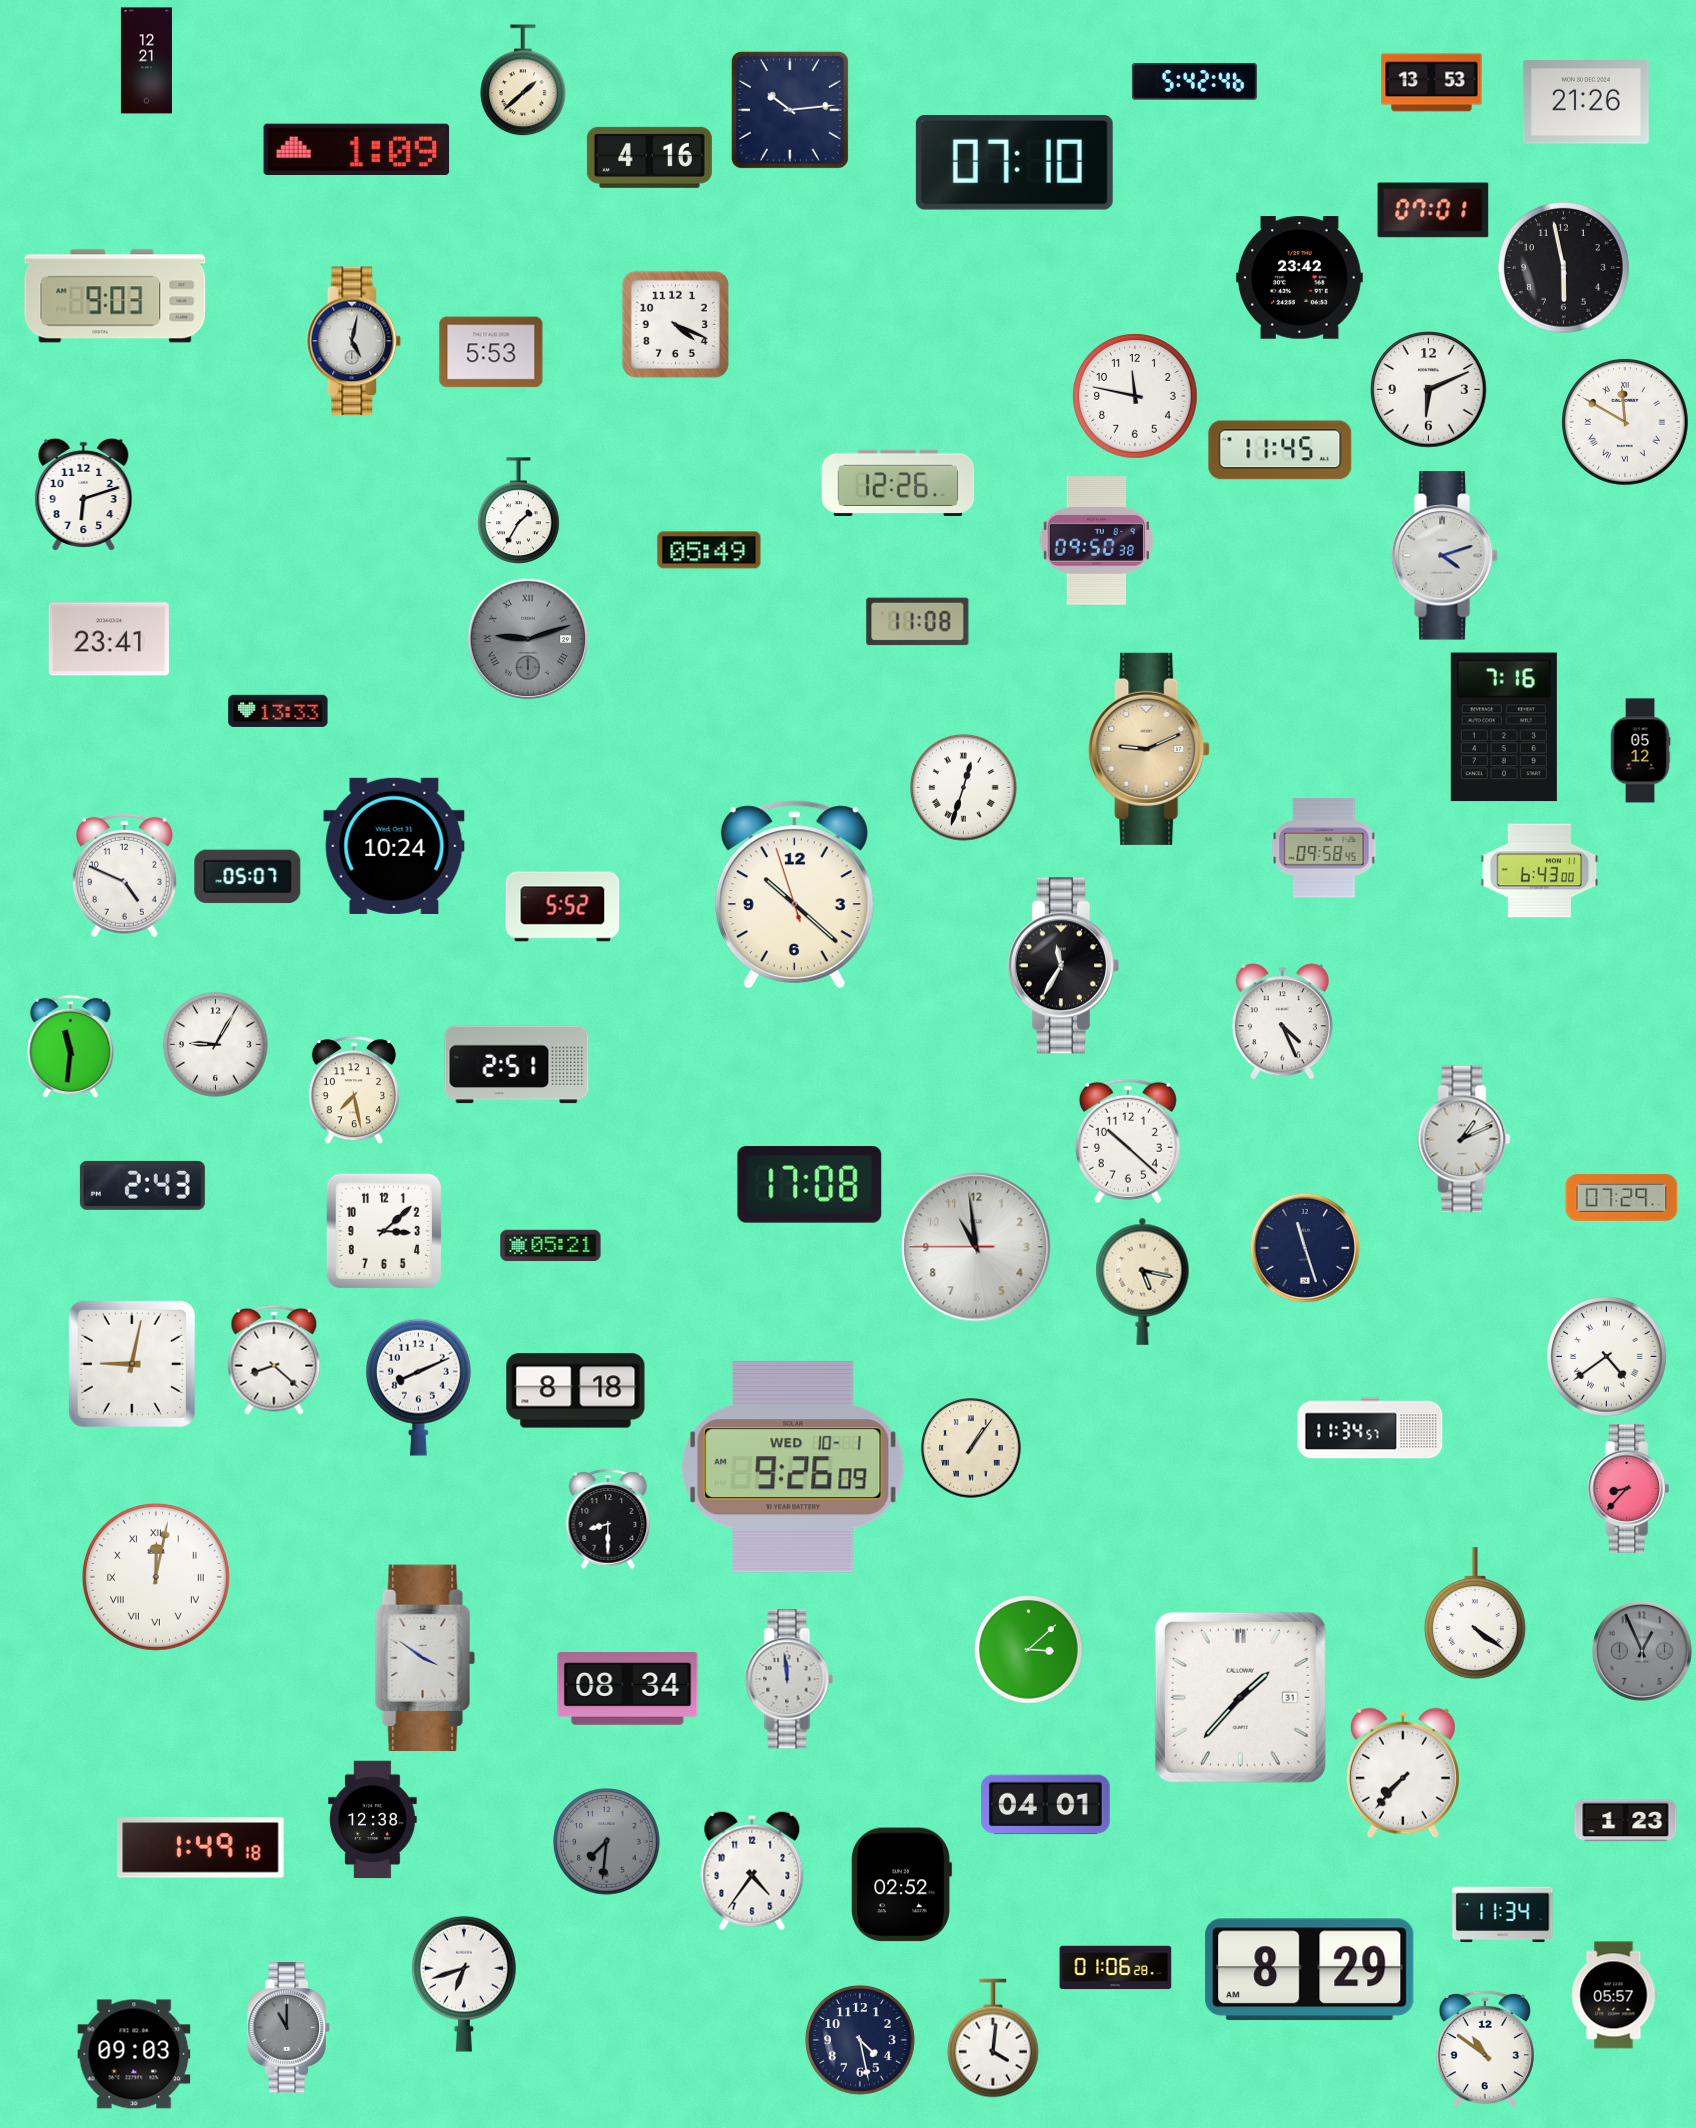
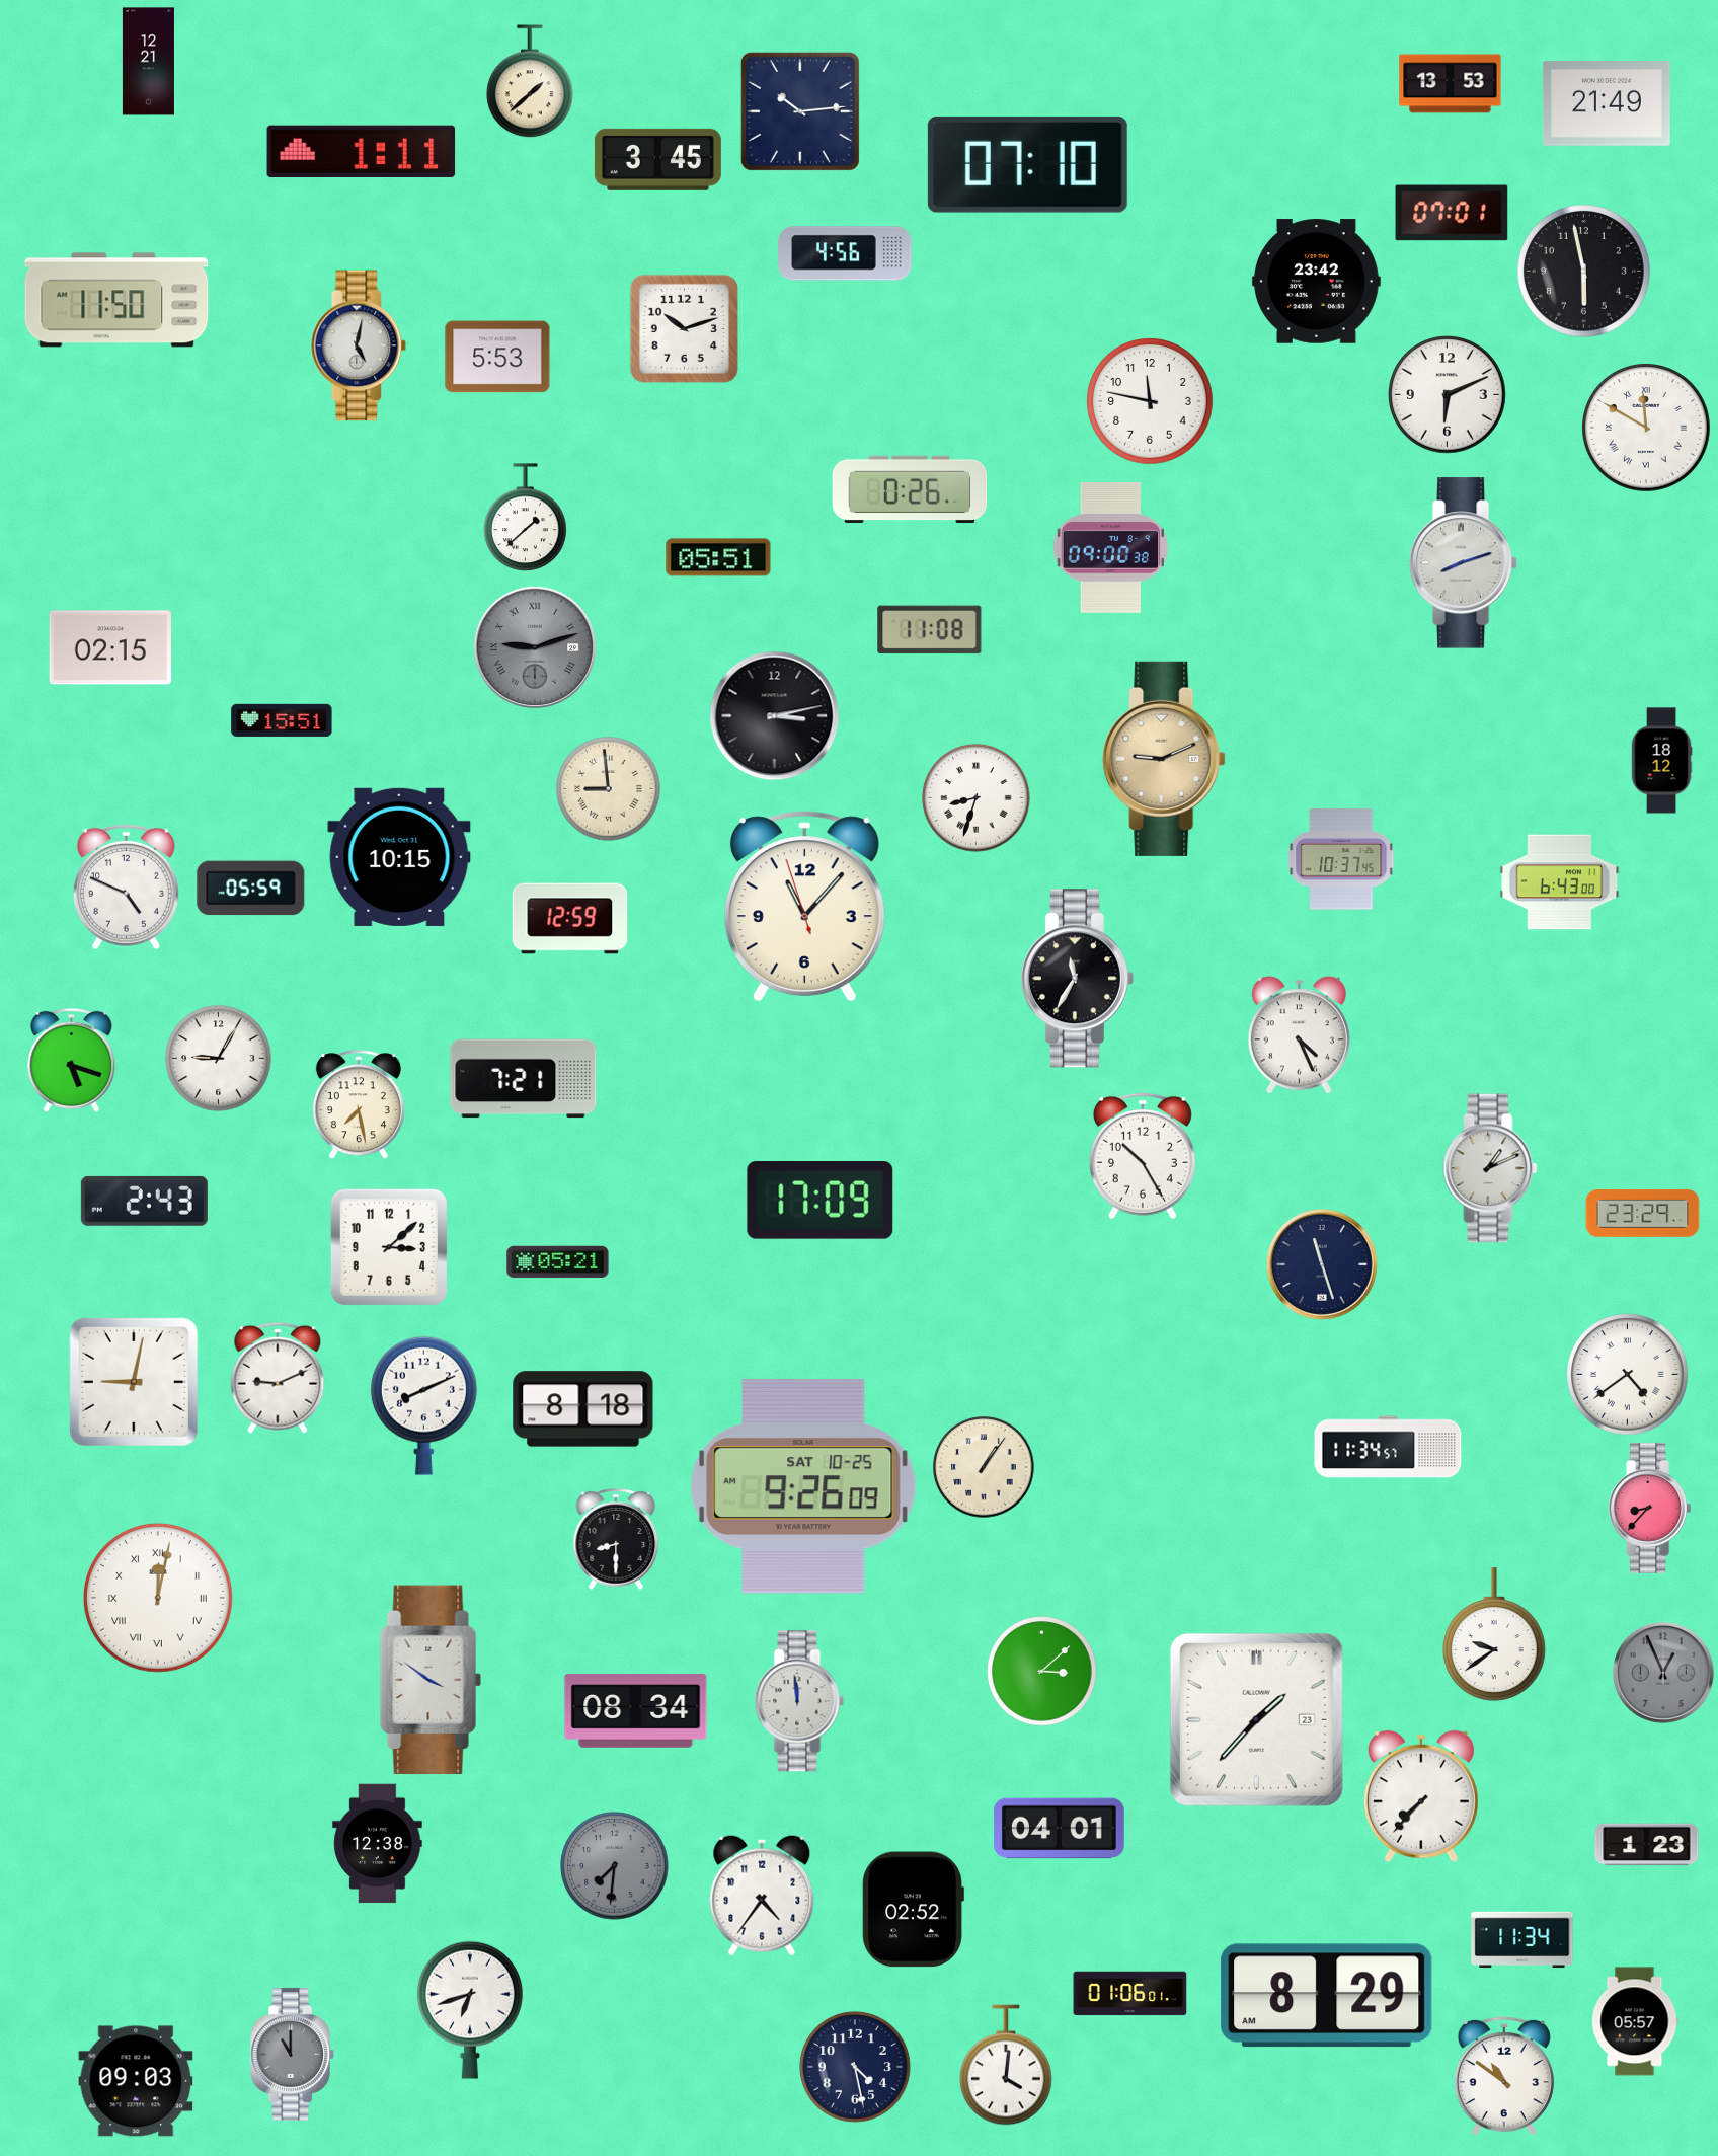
clock at (1194, 82): 5:42 -> none
clock at (1586, 103): 21:26 -> 21:49
clock at (357, 149): 1:09 -> 1:11
clock at (649, 157): 4:16 -> 3:45
clock at (845, 253): none -> 4:56
clock at (115, 296): 9:03 -> 11:50
clock at (675, 324): 4:19 -> 10:12
clock at (1280, 450): 11:45 -> none
clock at (898, 482): 12:26 -> 0:26
clock at (84, 495): 6:12 -> none
clock at (519, 510): 1:35 -> 1:38
clock at (1096, 541): 09:50 -> 09:00
clock at (709, 550): 05:49 -> 05:51
clock at (1445, 556): 4:12 -> 8:12
clock at (109, 639): 23:41 -> 02:15
clock at (775, 716): none -> 3:13
clock at (278, 711): 13:33 -> 15:51
clock at (1504, 727): 7:16 -> none
clock at (1640, 751): 05:12 -> 18:12
clock at (609, 789): none -> 8:59
clock at (964, 788): 12:33 -> 8:33
clock at (394, 846): 10:24 -> 10:15
clock at (1324, 848): 09:58 -> 10:37
clock at (248, 877): 05:07 -> 05:59
clock at (794, 894): 10:21 -> 11:06
clock at (563, 907): 5:52 -> 12:59
clock at (71, 1046): 11:31 -> 5:18
clock at (517, 1065): 2:51 -> 7:21
clock at (1464, 1139) position: (1464, 1139) -> (1490, 1168)
clock at (1128, 1141): 10:22 -> 10:25
clock at (810, 1185): 17:08 -> 17:09
clock at (1622, 1198): 07:29 -> 23:29
clock at (976, 1247): 10:58 -> none
clock at (1143, 1281): 5:17 -> none
clock at (274, 1360): 8:22 -> 9:11
clock at (794, 1467) date: WED 10-1 -> SAT 10-25
clock at (1475, 1613): 4:21 -> 9:39
clock at (1240, 1697) date: 31 -> 23
clock at (201, 1848): 1:49 -> none
clock at (1116, 1968): 01:06:28 -> 01:06:01
clock at (860, 2040) position: (860, 2040) -> (855, 2067)
